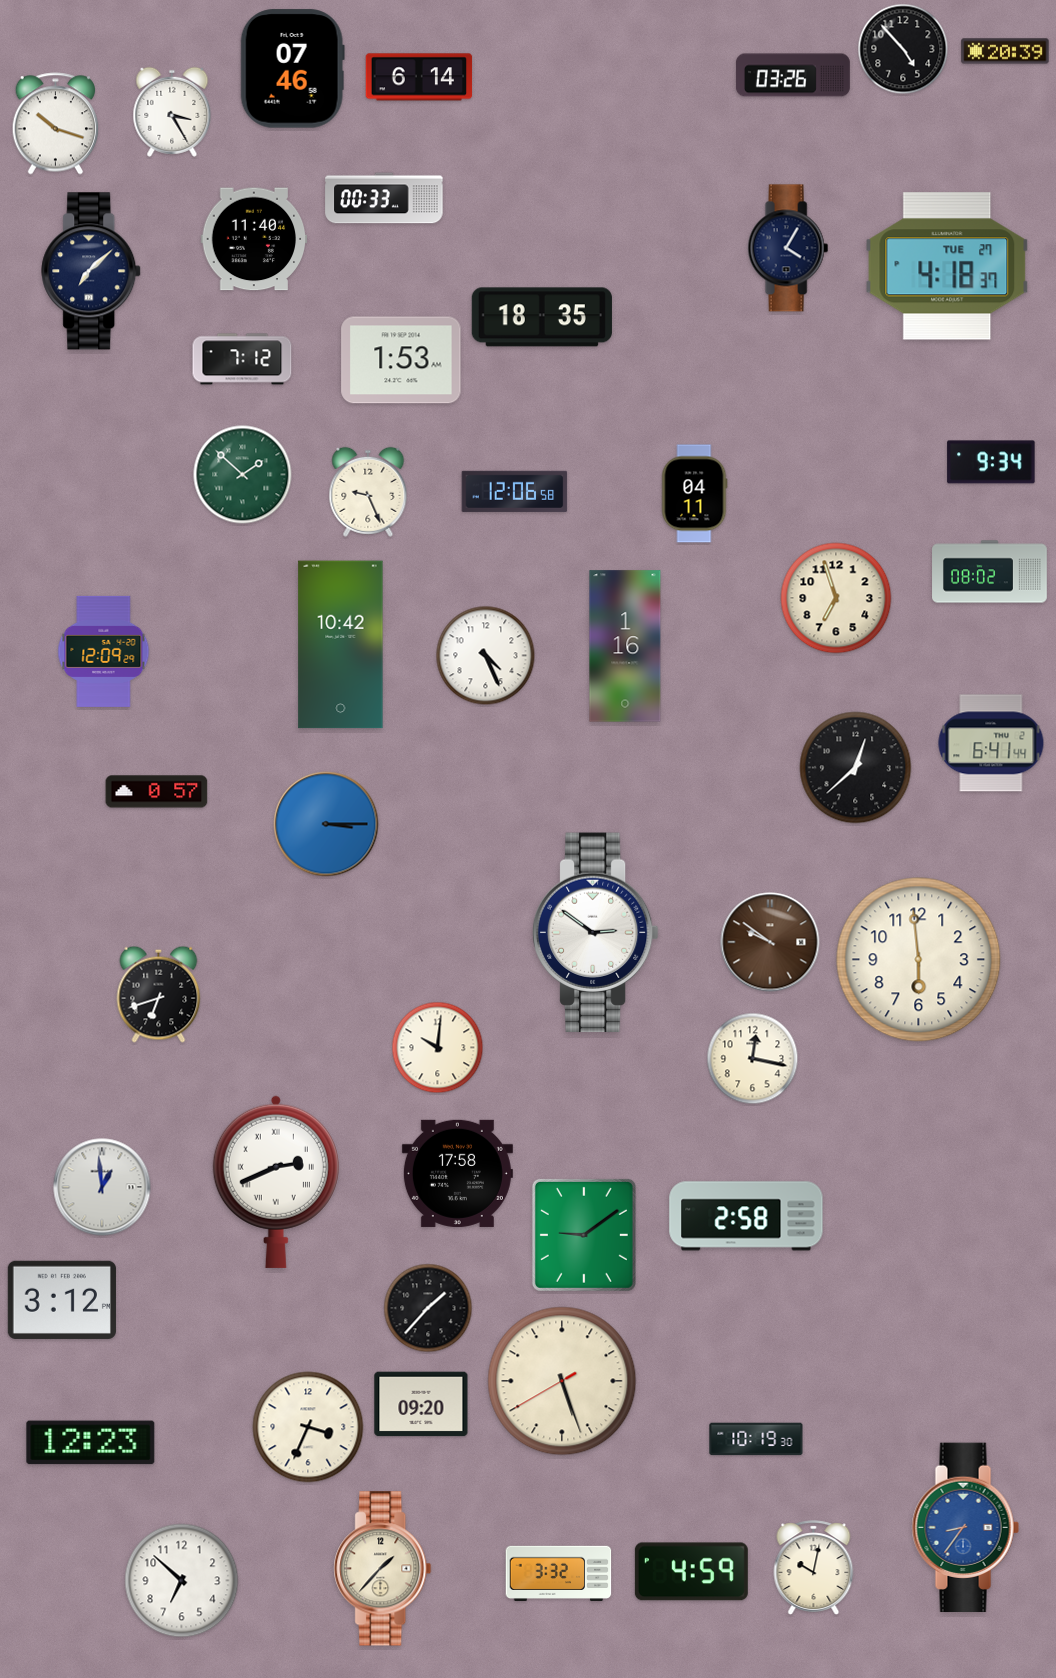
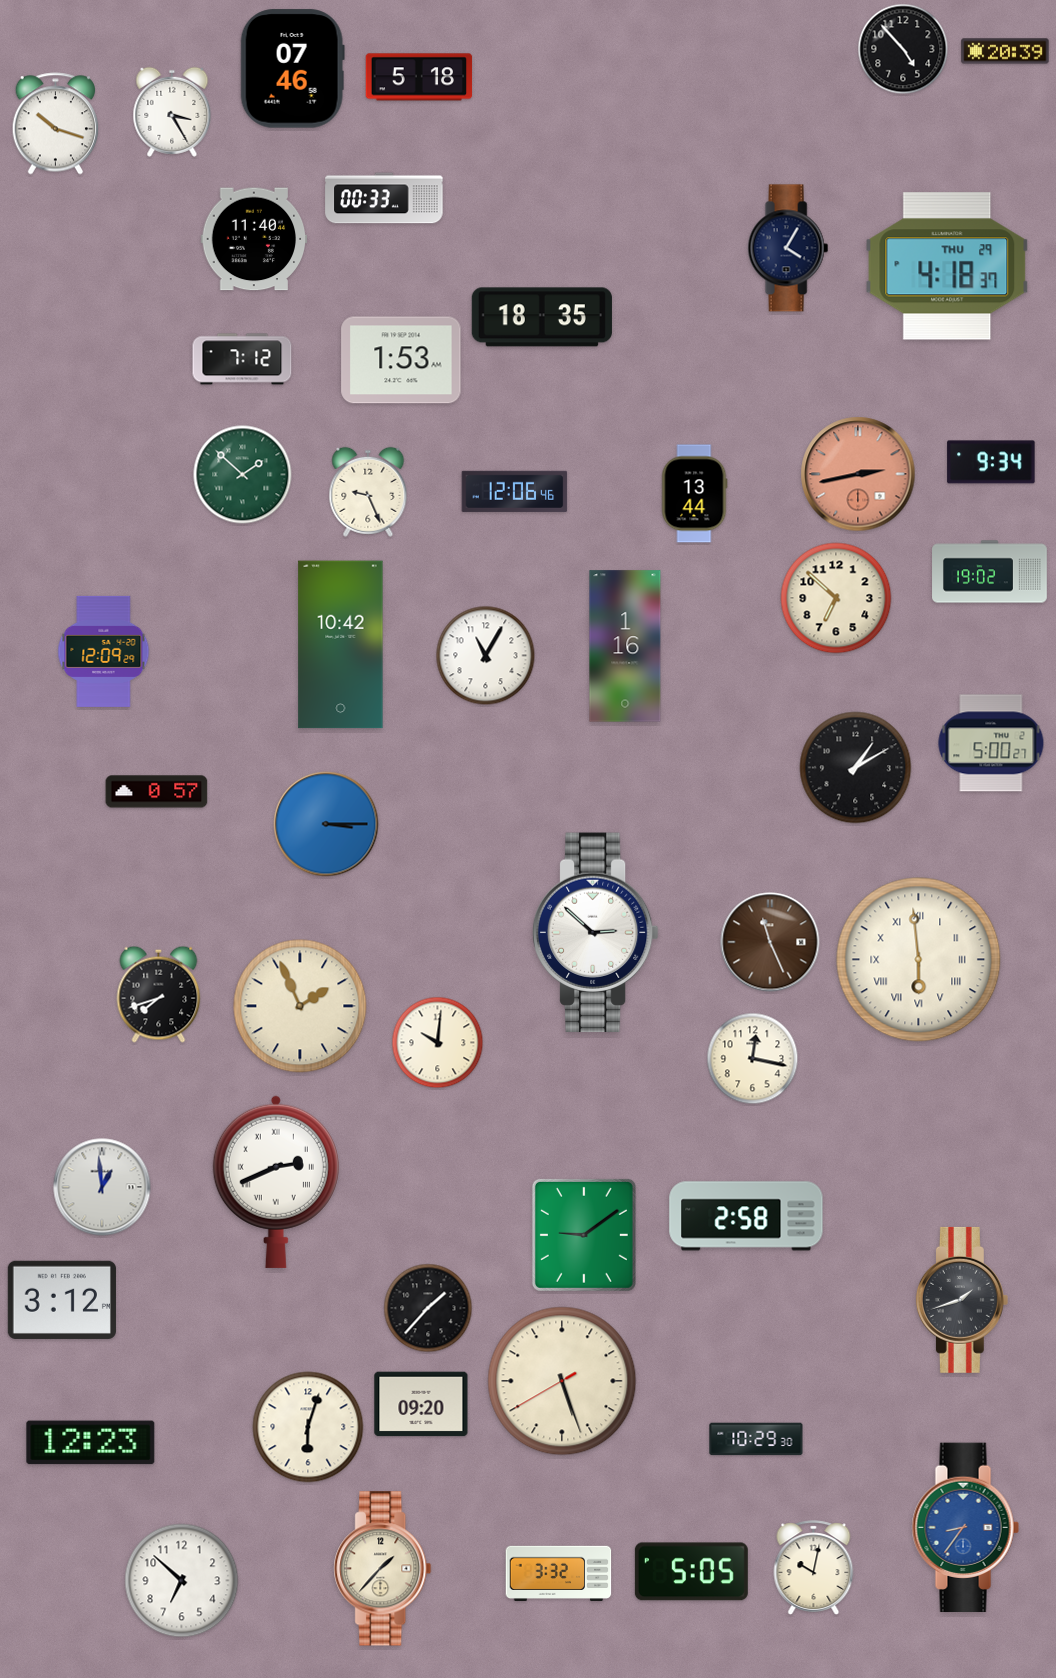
clock at (793, 75): 03:26 -> none
clock at (419, 77): 6:14 -> 5:18
clock at (947, 266) date: TUE 27 -> THU 29
clock at (92, 271): 7:08 -> none
clock at (858, 474): none -> 2:43
clock at (515, 491): 12:06:58 -> 12:06:46
clock at (694, 494): 04:11 -> 13:44
clock at (990, 572): 08:02 -> 19:02
clock at (836, 598): 6:57 -> 6:52
clock at (486, 656): 4:26 -> 11:05
clock at (991, 743): 6:41 -> 5:00
clock at (856, 768): 12:38 -> 1:10
clock at (595, 933): 2:51 -> 2:52
clock at (770, 942): 9:51 -> 11:26
clock at (919, 960) numerals: Arabic -> Roman
clock at (159, 994): 6:42 -> 7:42
clock at (300, 1006): none -> 1:56
clock at (438, 1048) position: (438, 1048) -> (438, 1043)
clock at (457, 1173): 17:58 -> none
clock at (962, 1300): none -> 1:42
clock at (308, 1427): 3:34 -> 6:03
clock at (756, 1439): 10:19 -> 10:29
clock at (691, 1572): 4:59 -> 5:05
